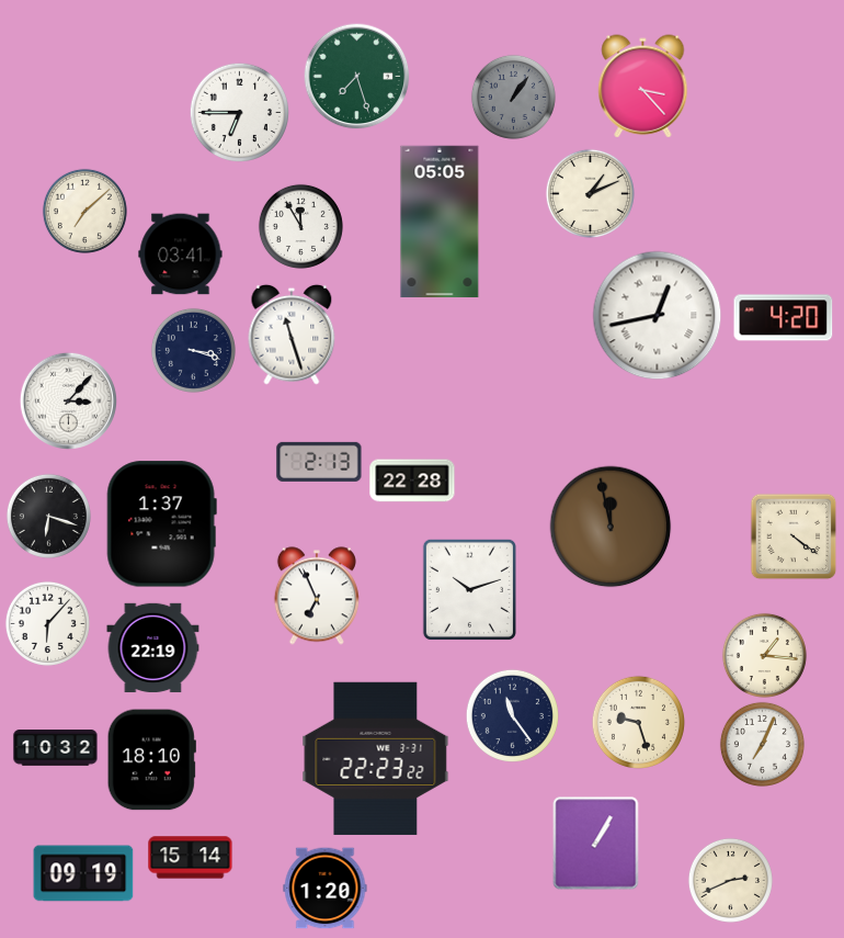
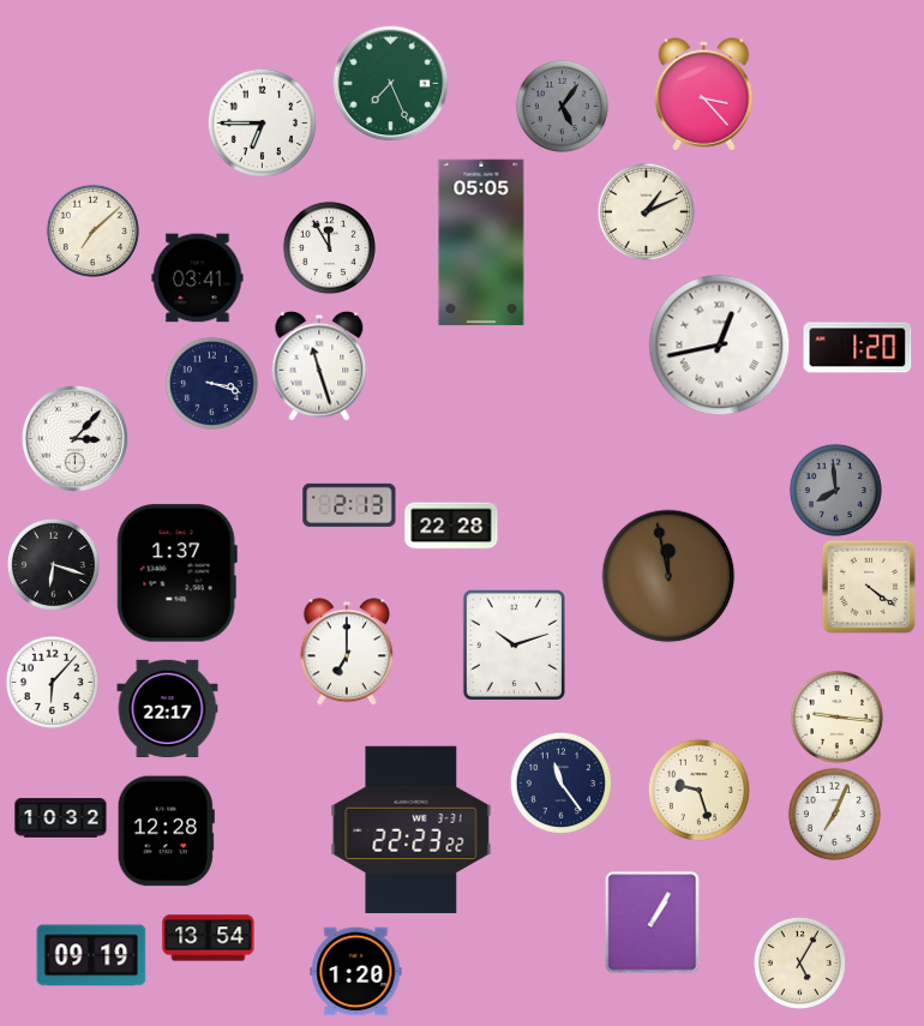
clock at (357, 77): 7:27 -> 7:26
clock at (513, 97): 1:06 -> 5:06
clock at (784, 318): 4:20 -> 1:20
clock at (835, 490): none -> 7:59
clock at (317, 596): 6:56 -> 7:00
clock at (153, 648): 22:19 -> 22:17
clock at (764, 655): 1:16 -> 9:16
clock at (151, 760): 18:10 -> 12:28
clock at (191, 858): 15:14 -> 13:54
clock at (730, 880): 2:41 -> 5:05
